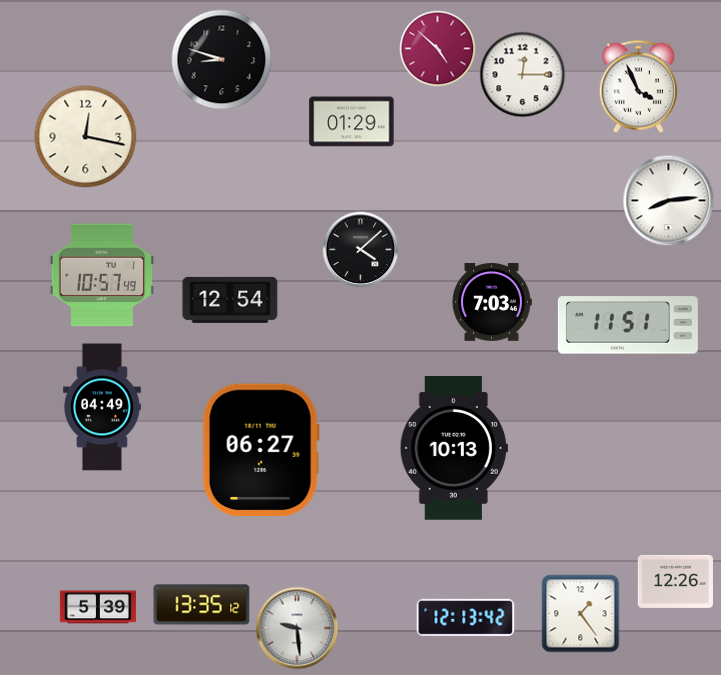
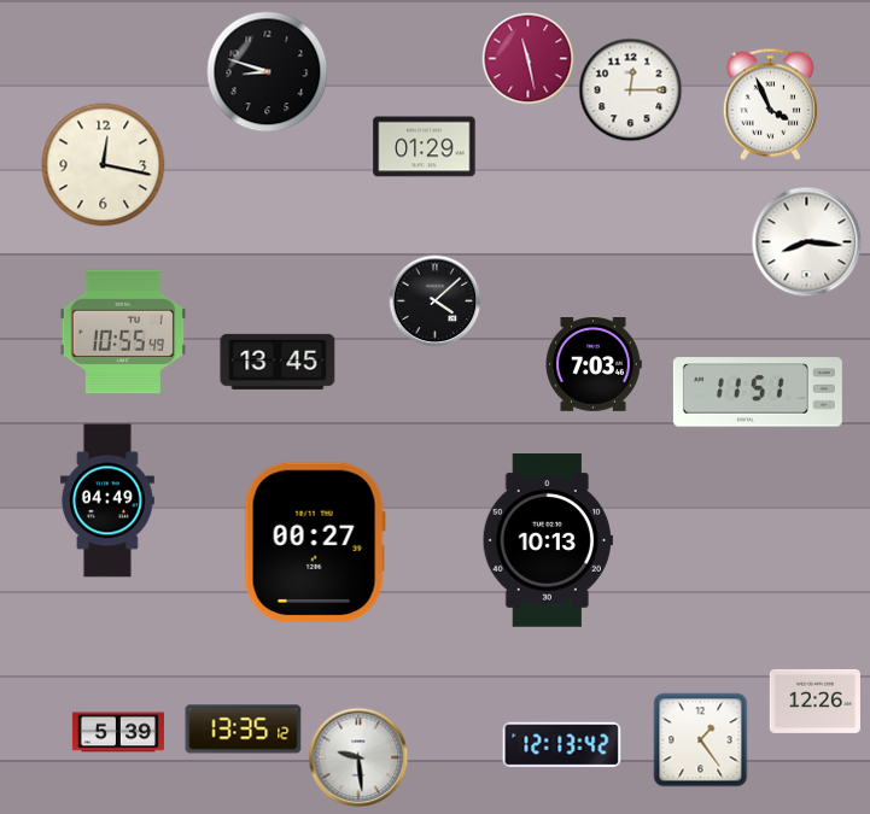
clock at (438, 49): 4:52 -> 11:28
clock at (669, 201): 8:14 -> 8:16
clock at (101, 275): 10:57 -> 10:55
clock at (230, 300): 12:54 -> 13:45
clock at (102, 407) position: (102, 407) -> (107, 500)
clock at (261, 450): 06:27 -> 00:27
